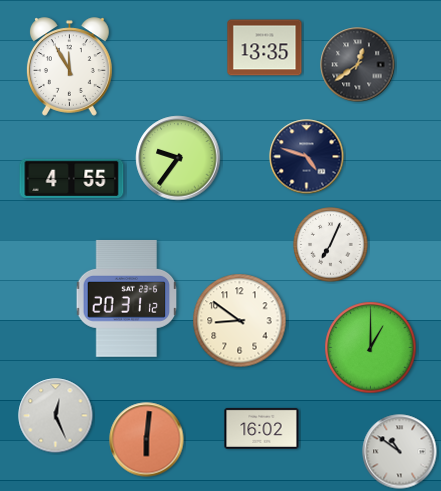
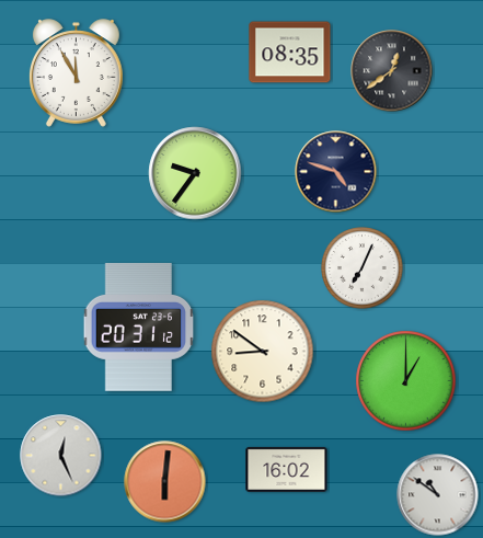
clock at (265, 48): 13:35 -> 08:35
clock at (72, 178): 4:55 -> none
clock at (147, 440) position: (147, 440) -> (165, 482)
